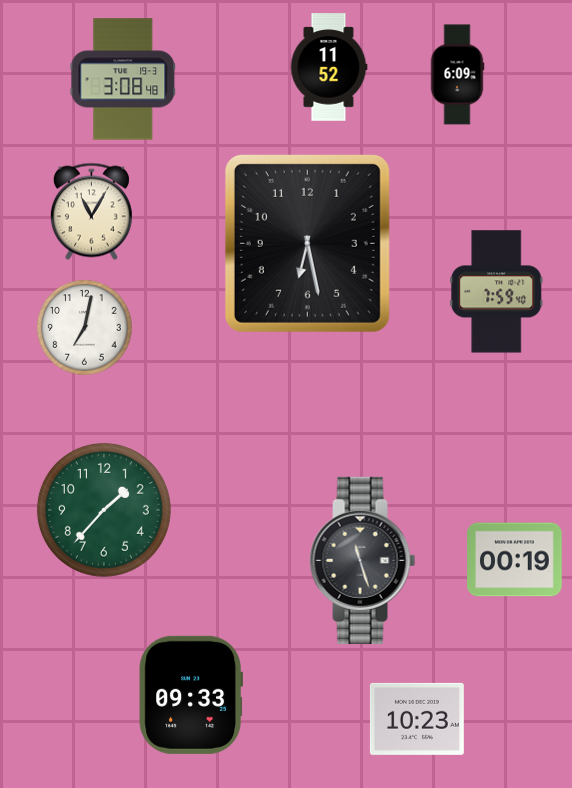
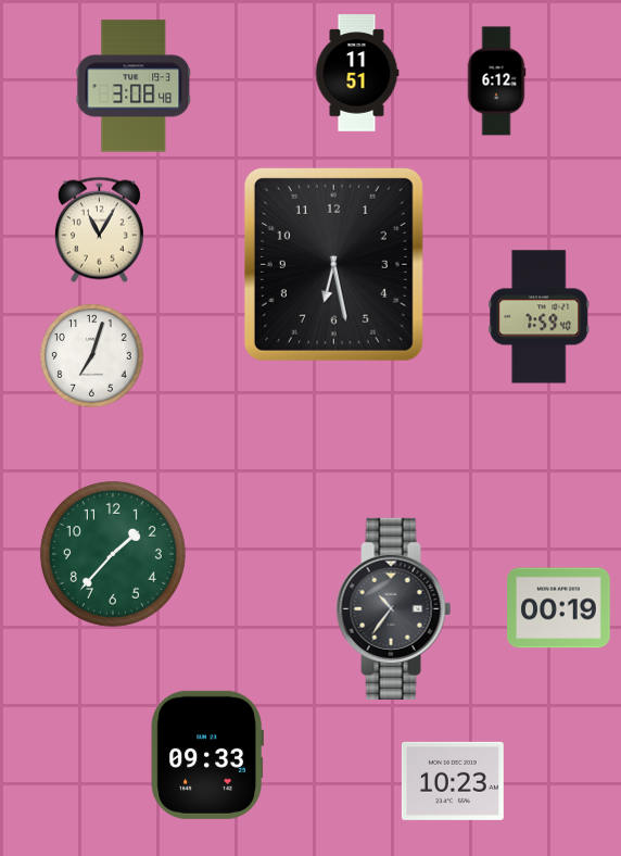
clock at (329, 67): 11:52 -> 11:51
clock at (457, 75): 6:09 -> 6:12
clock at (85, 328): 7:02 -> 7:03
clock at (363, 560): 11:27 -> 10:36
